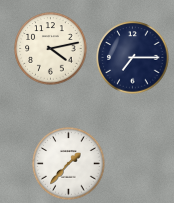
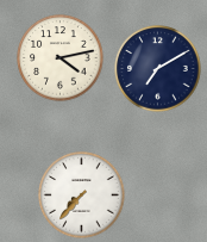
clock at (133, 58): 7:15 -> 7:10
clock at (69, 164): 1:37 -> 7:37
